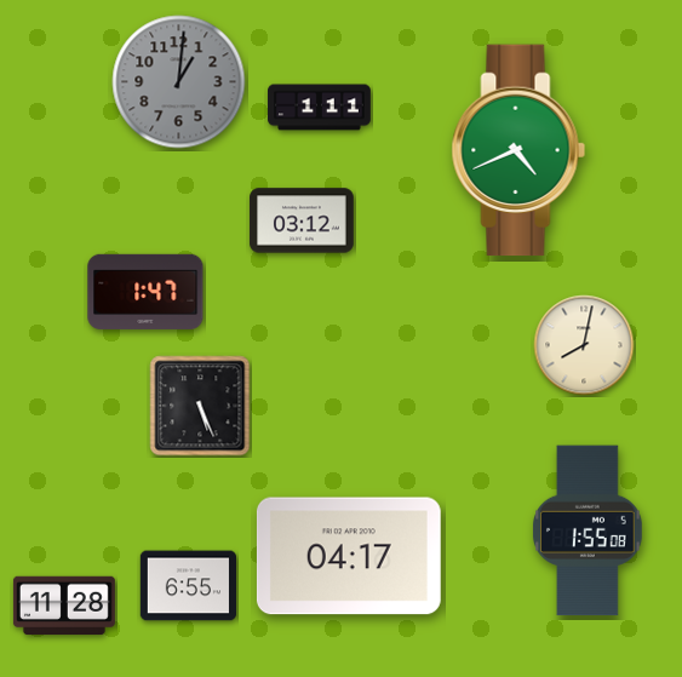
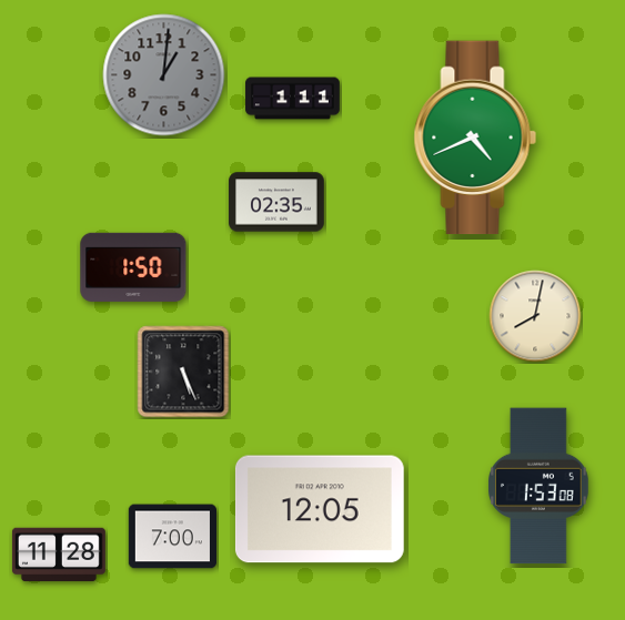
clock at (302, 220): 03:12 -> 02:35
clock at (145, 292): 1:47 -> 1:50
clock at (589, 530): 1:55 -> 1:53
clock at (349, 556): 04:17 -> 12:05
clock at (188, 586): 6:55 -> 7:00
